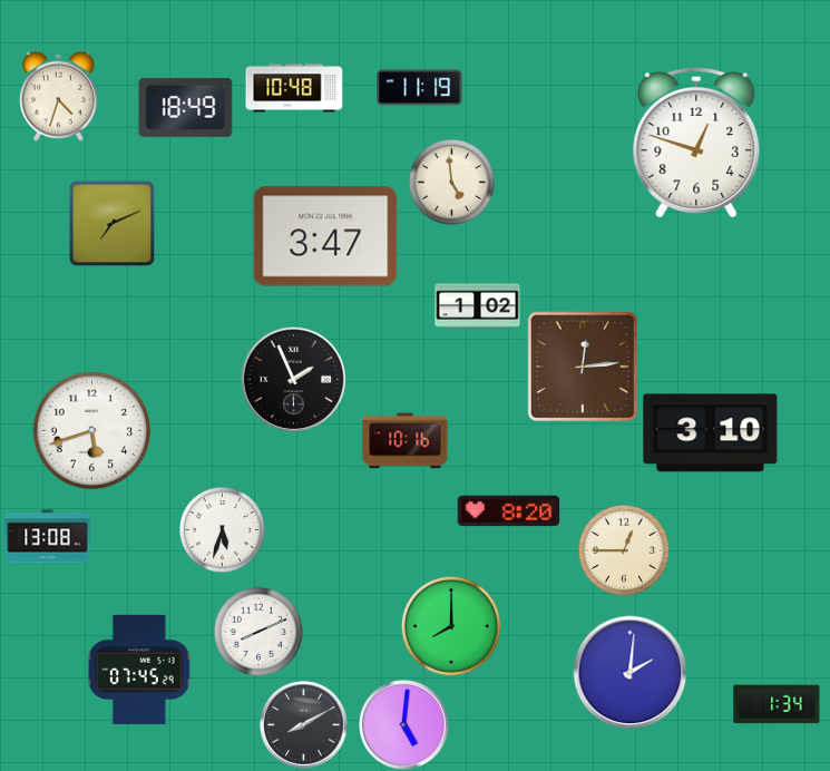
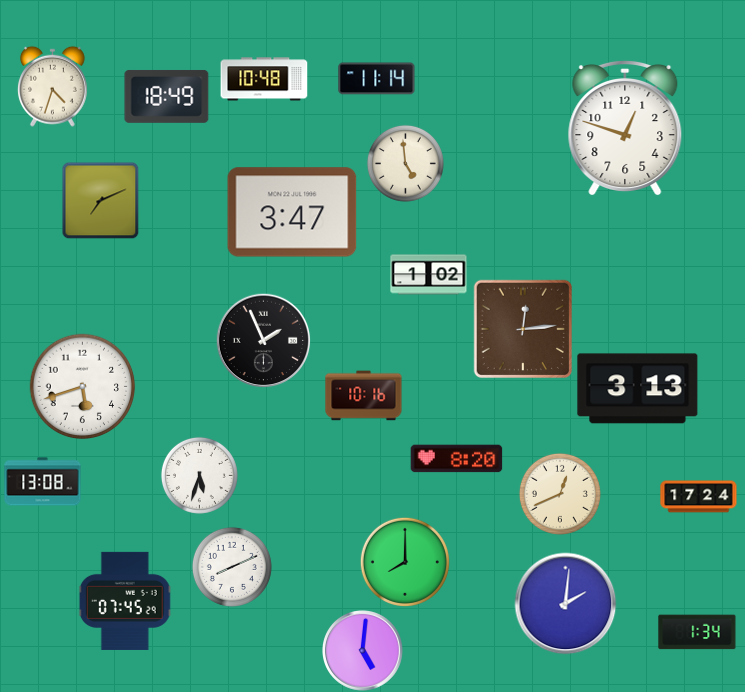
clock at (420, 88): 11:19 -> 11:14
clock at (711, 433): 3:10 -> 3:13
clock at (624, 550): 12:45 -> 12:41
clock at (699, 497): none -> 17:24
clock at (304, 725): 8:10 -> none
